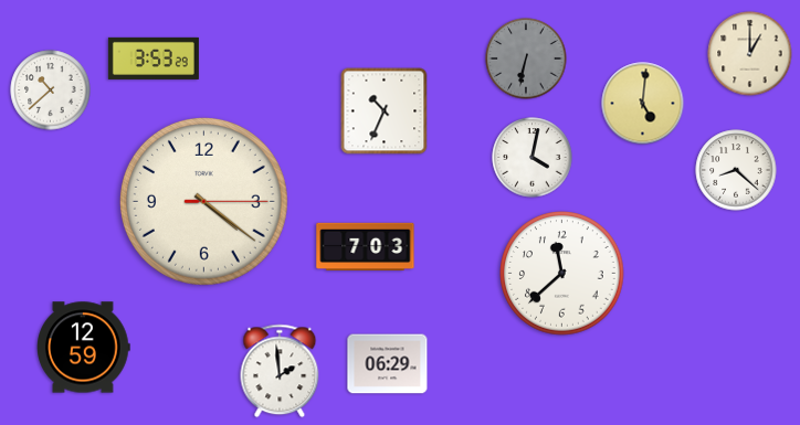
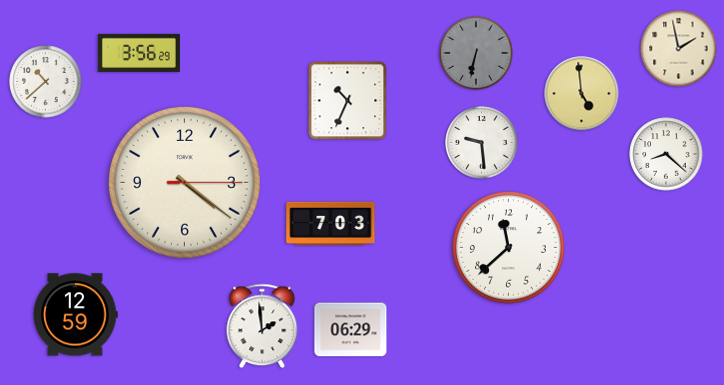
clock at (750, 54): 1:00 -> 1:58
clock at (154, 59): 3:53 -> 3:56
clock at (643, 104): 5:01 -> 4:59
clock at (533, 158): 4:02 -> 9:29
clock at (280, 371) position: (280, 371) -> (262, 326)
